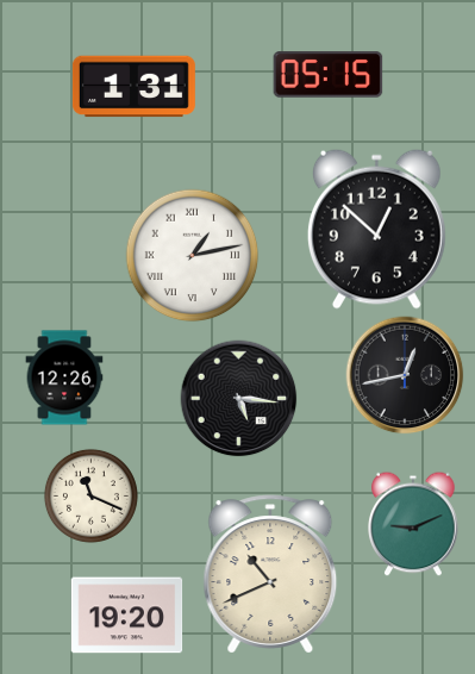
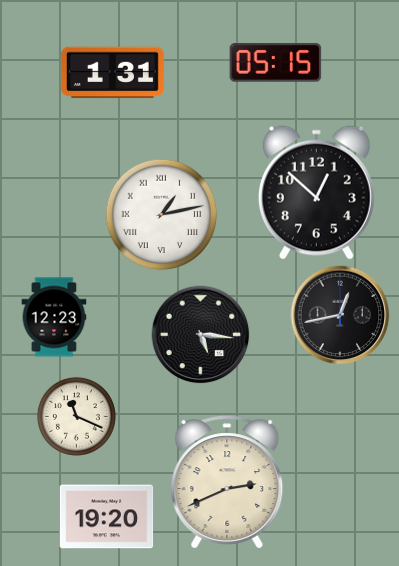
clock at (64, 377): 12:26 -> 12:23
clock at (413, 524): 9:11 -> none
clock at (270, 574): 10:41 -> 2:41
